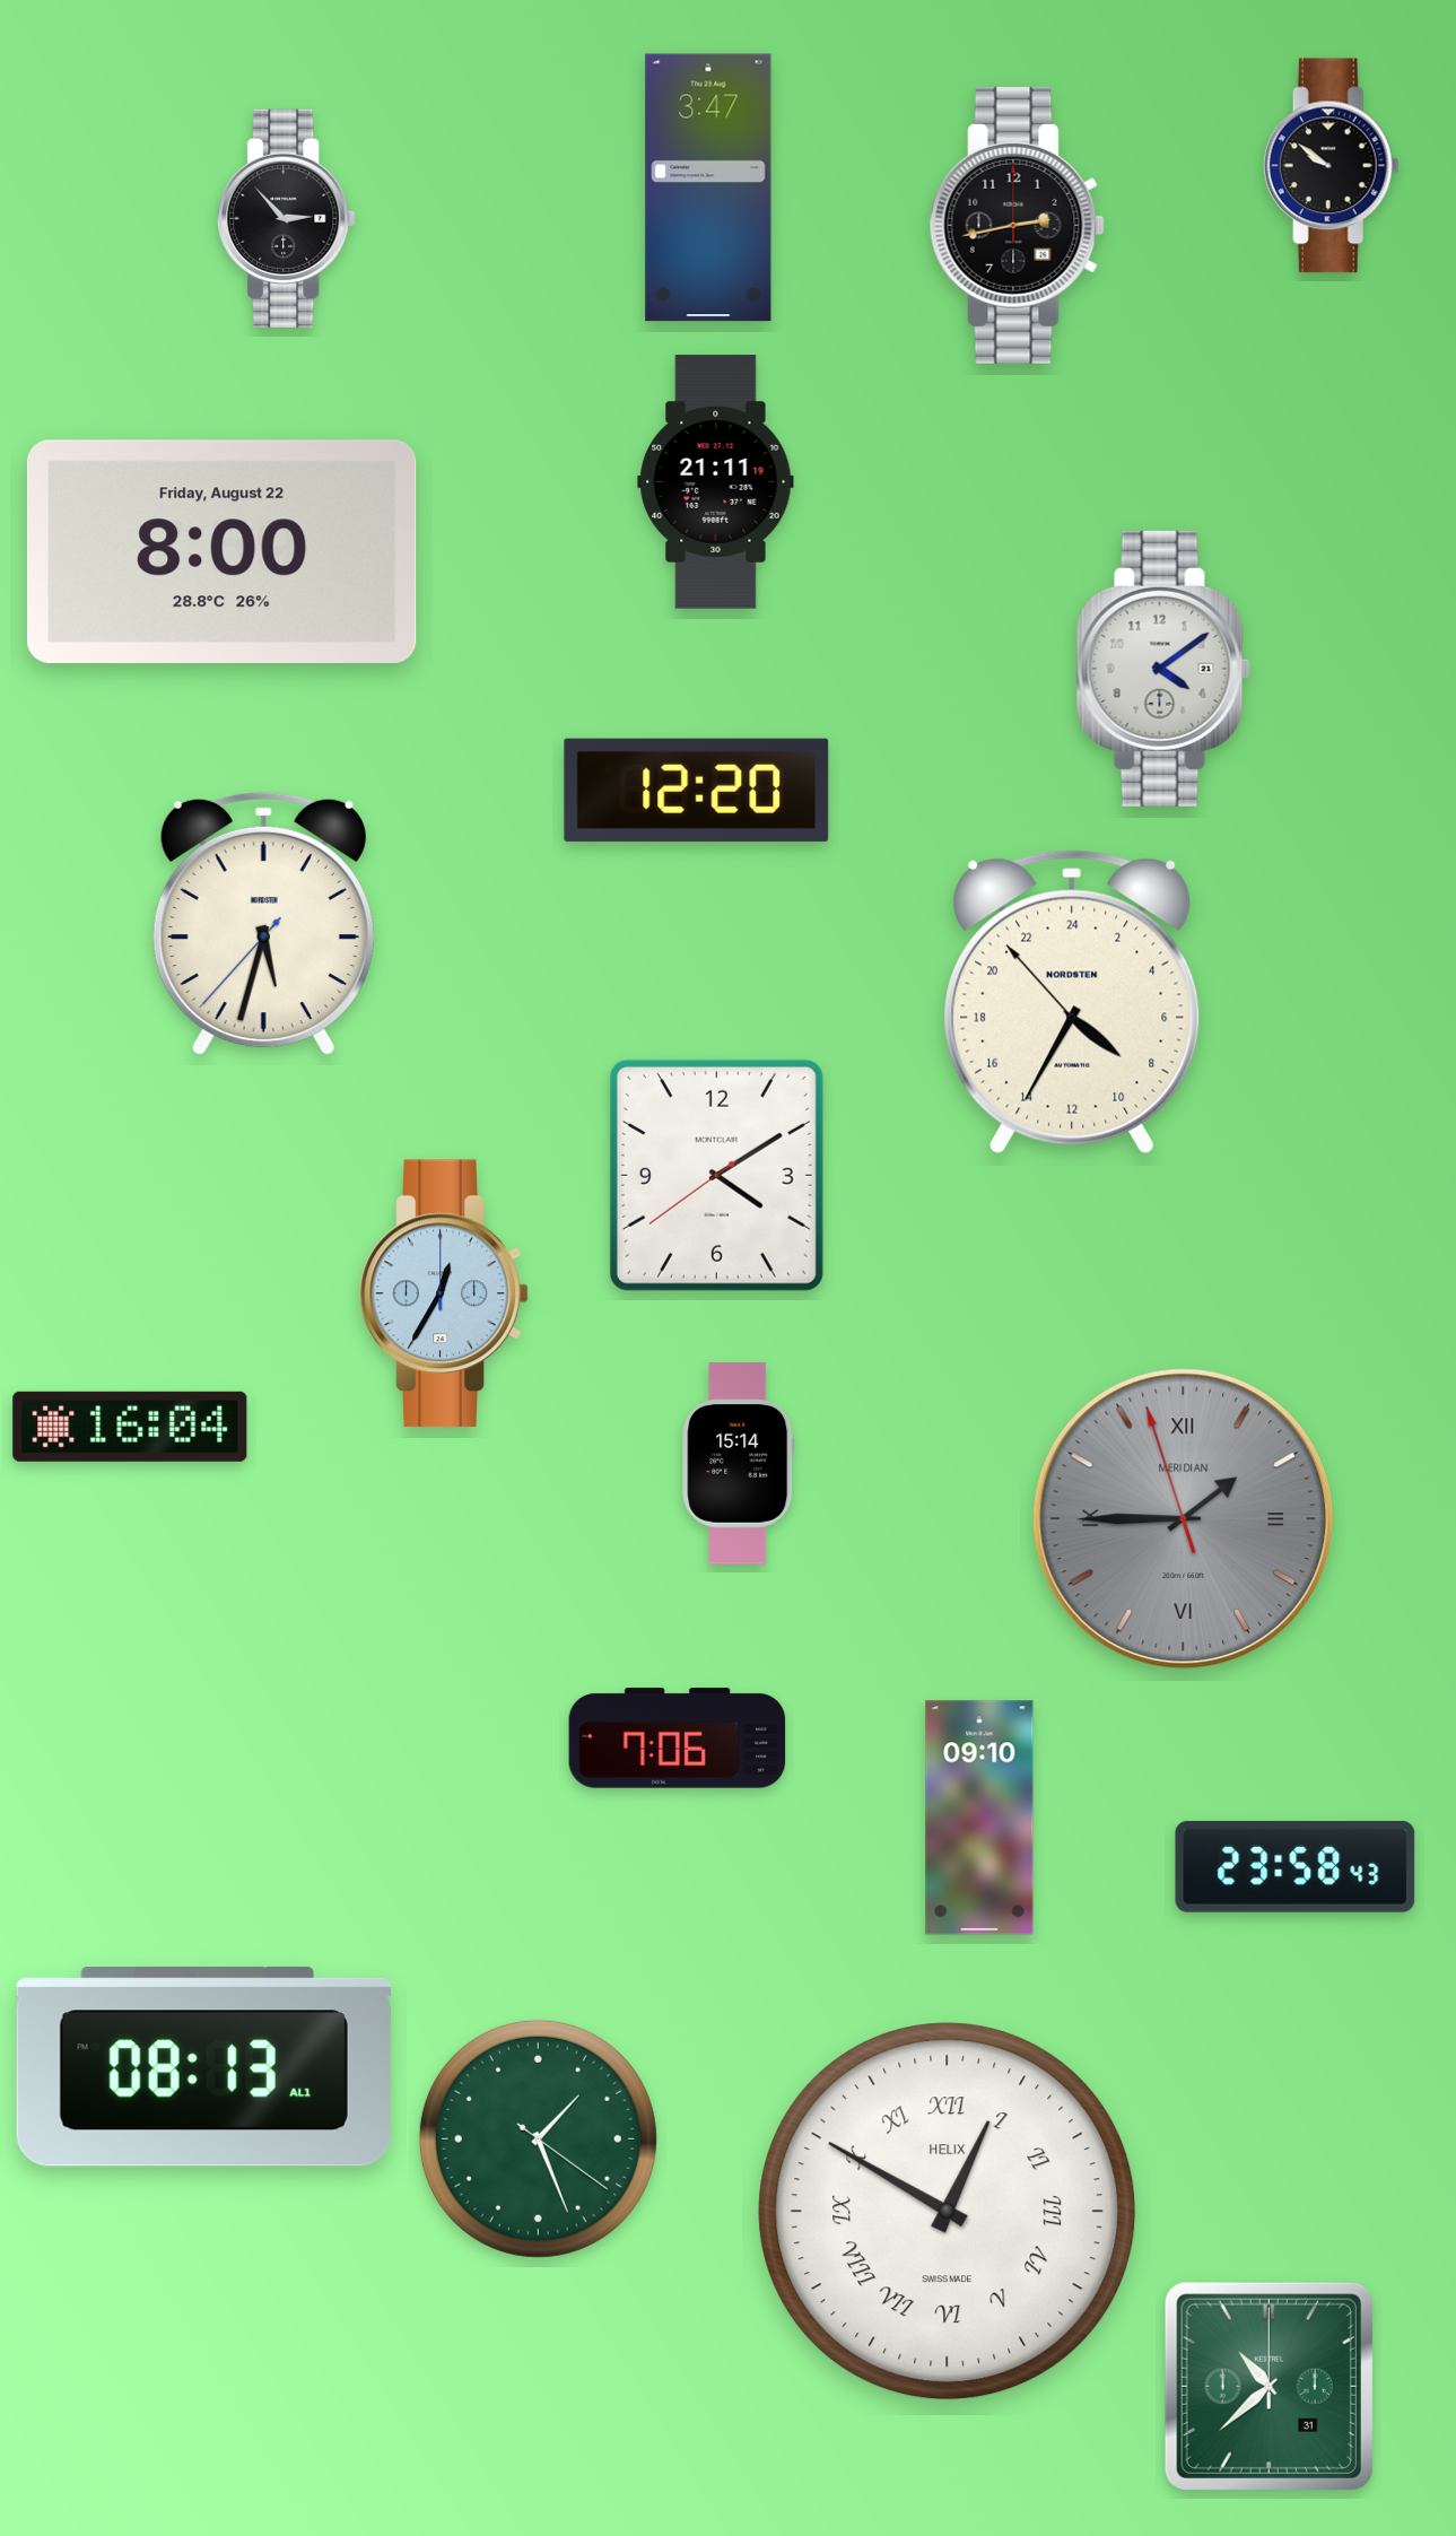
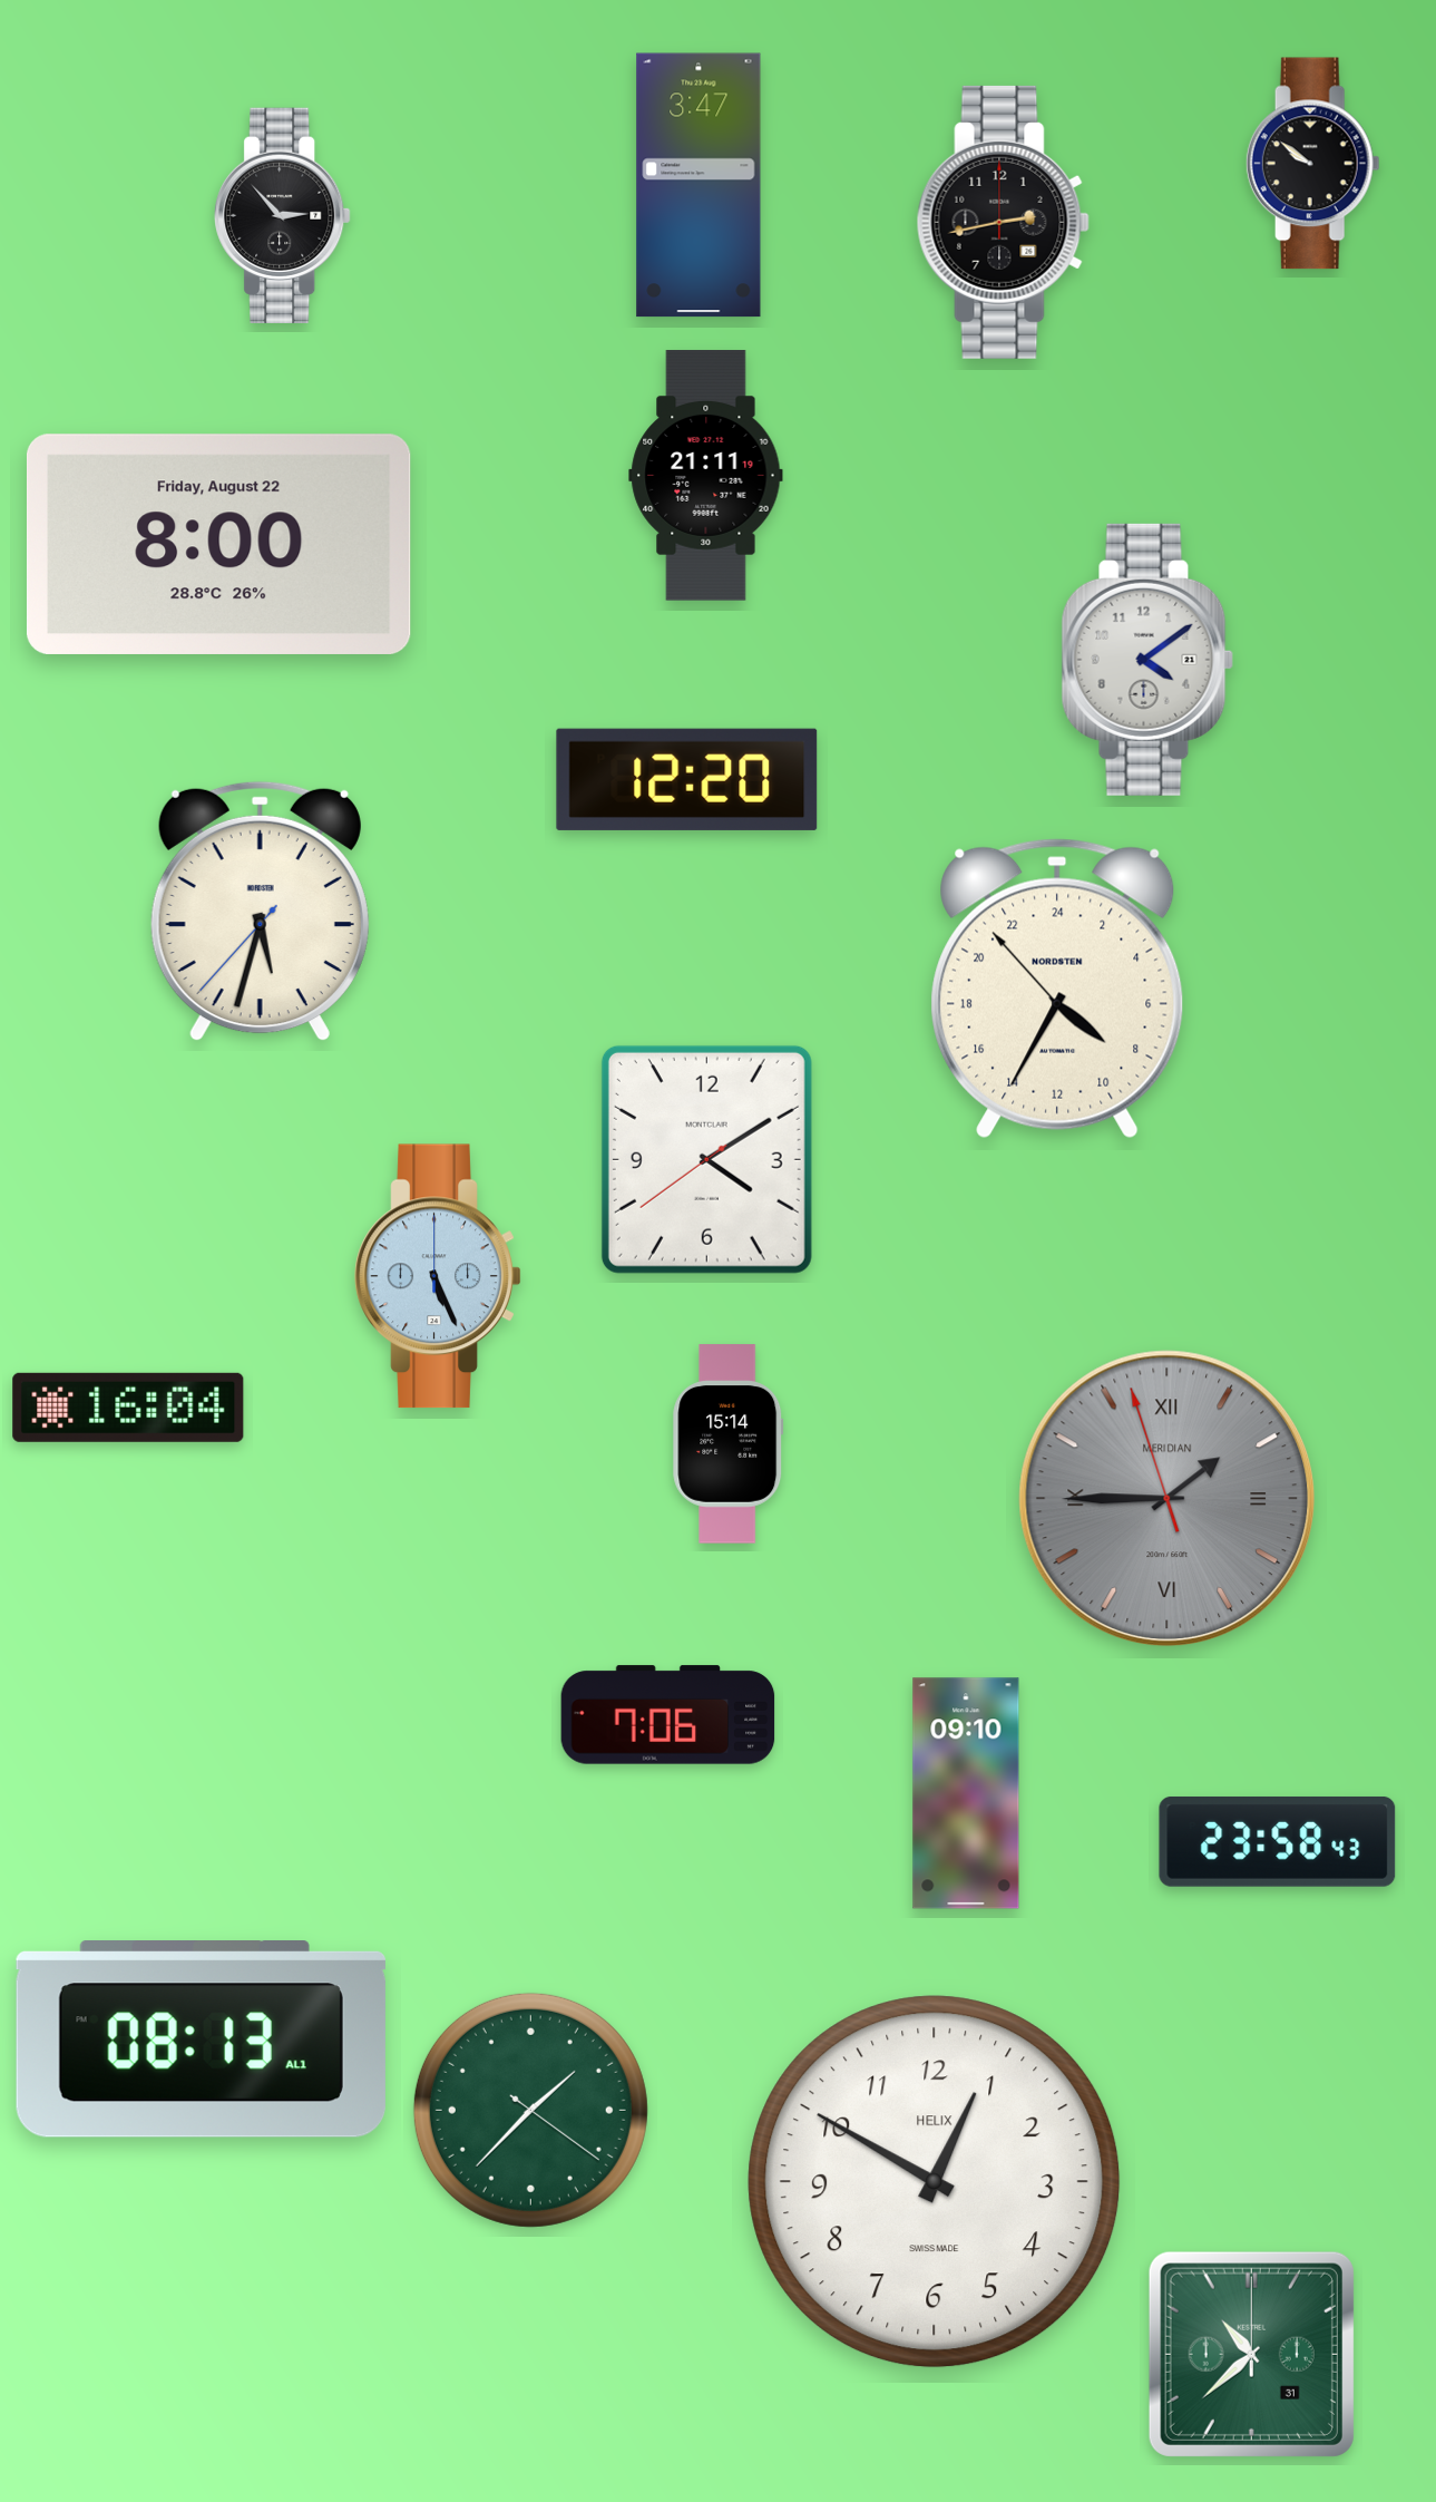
clock at (444, 1293): 12:35 -> 5:26
clock at (538, 2138): 1:26 -> 1:37
clock at (948, 2212) numerals: Roman -> Arabic
